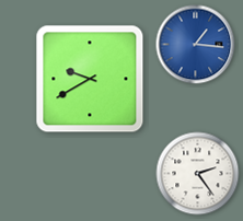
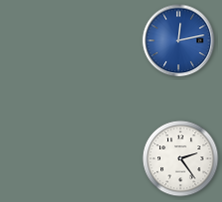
clock at (196, 45): 1:16 -> 12:13
clock at (90, 79): 9:40 -> none
